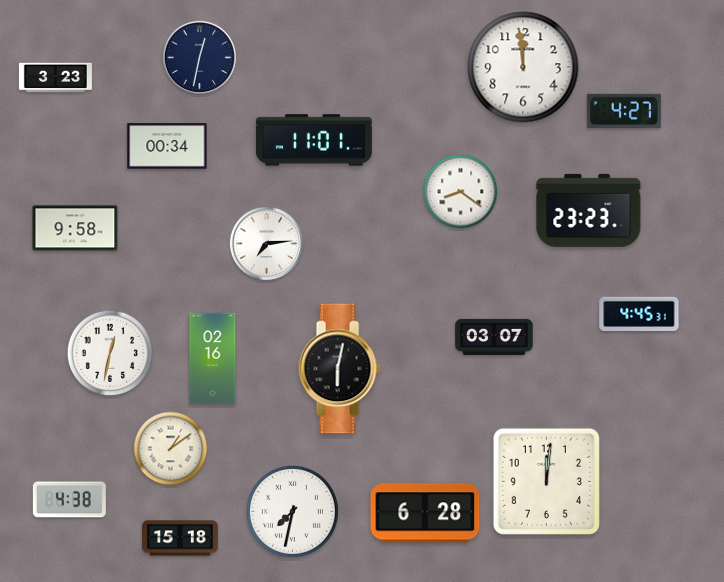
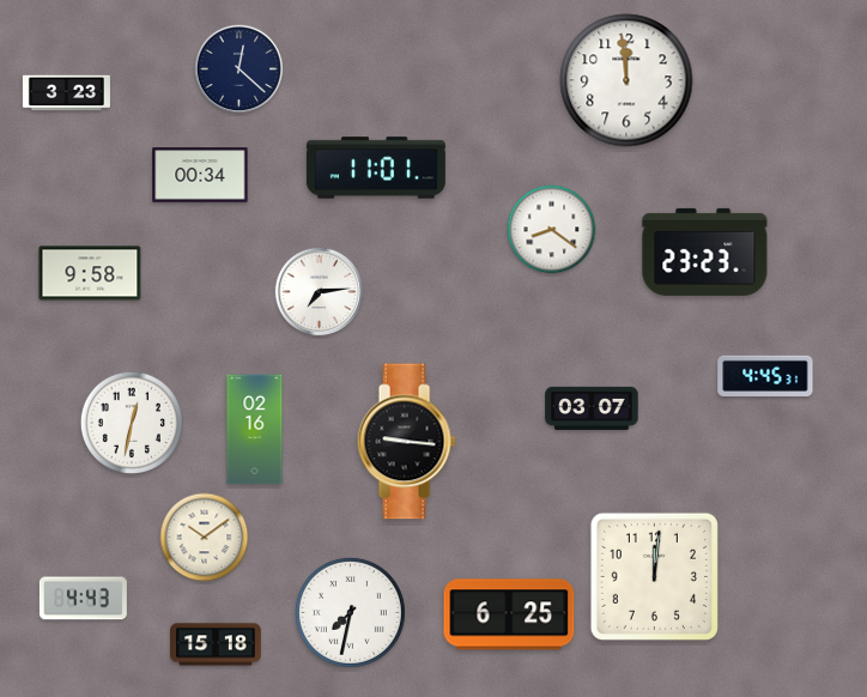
clock at (200, 58): 12:32 -> 12:22
clock at (624, 111): 4:27 -> none
clock at (494, 337) position: (494, 337) -> (592, 408)
clock at (339, 369): 6:02 -> 9:16
clock at (171, 449): 1:09 -> 10:09
clock at (69, 500): 4:38 -> 4:43
clock at (425, 513): 6:28 -> 6:25
